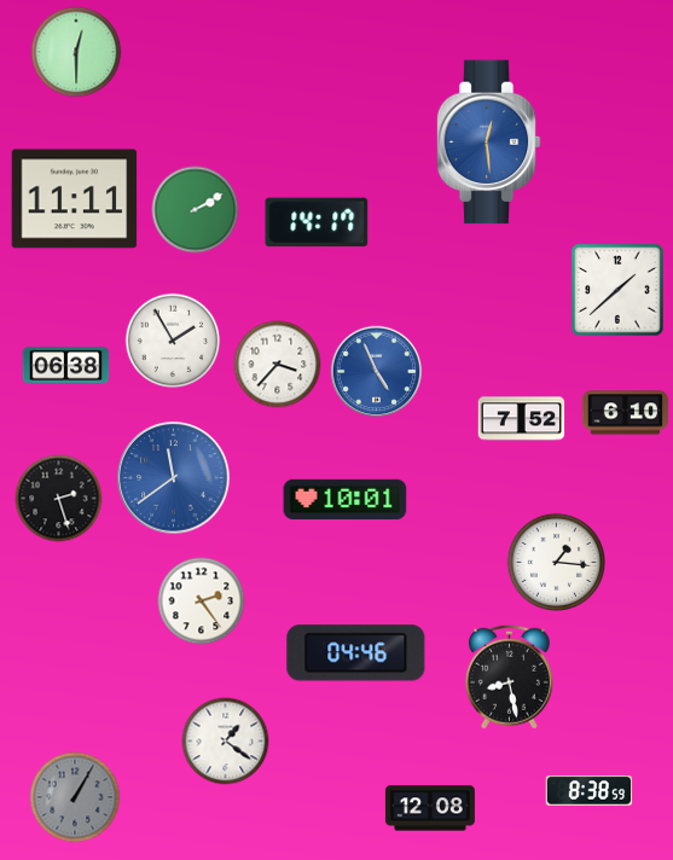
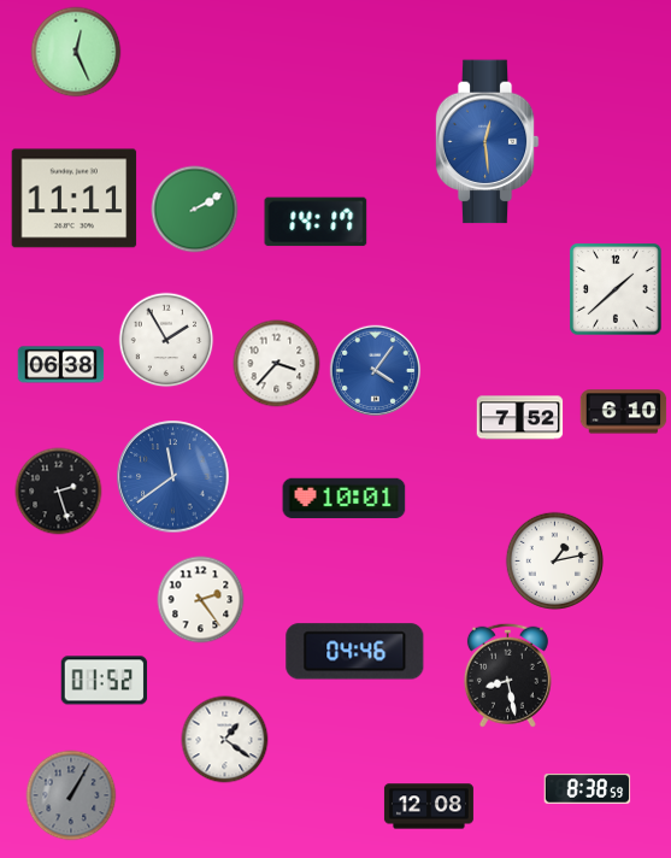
clock at (76, 52): 12:30 -> 12:26
clock at (173, 341) position: (173, 341) -> (166, 340)
clock at (66, 366) position: (66, 366) -> (61, 365)
clock at (377, 372): 4:56 -> 4:06
clock at (59, 499) position: (59, 499) -> (59, 492)
clock at (557, 563): 1:16 -> 1:13
clock at (105, 681): none -> 01:52
clock at (75, 797) position: (75, 797) -> (71, 795)
